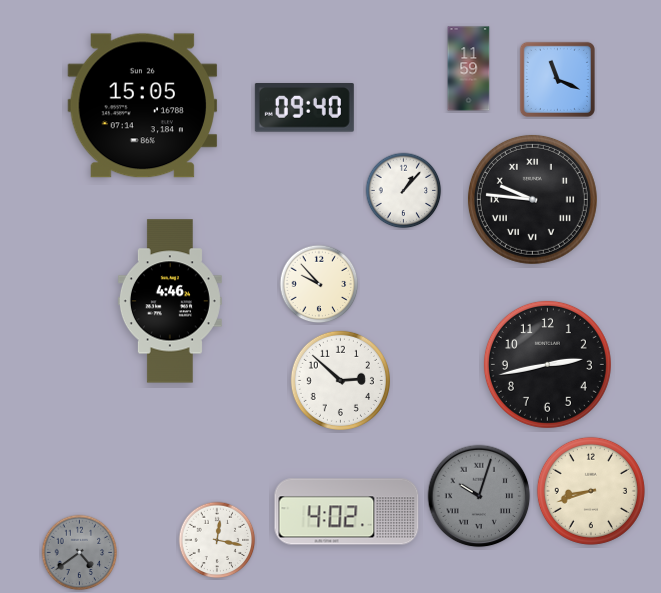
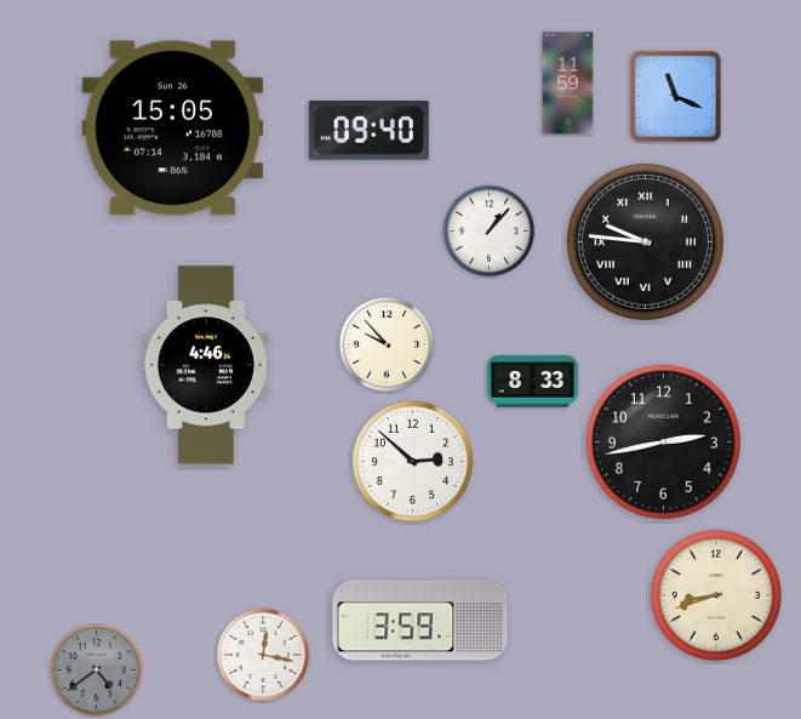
clock at (533, 382): none -> 8:33
clock at (479, 496): 10:03 -> none
clock at (347, 512): 4:02 -> 3:59
